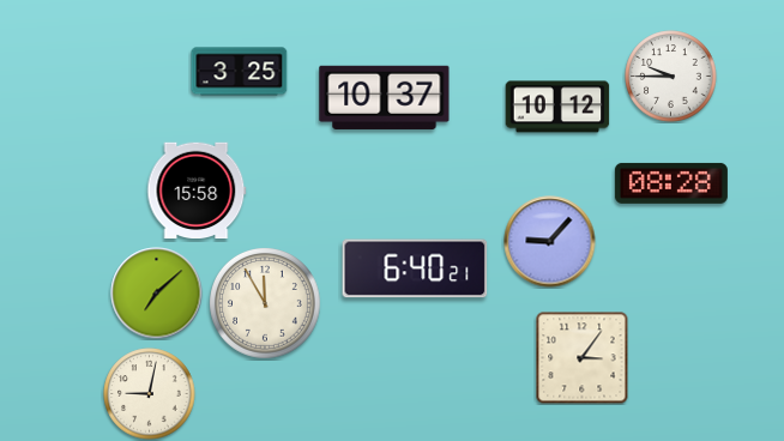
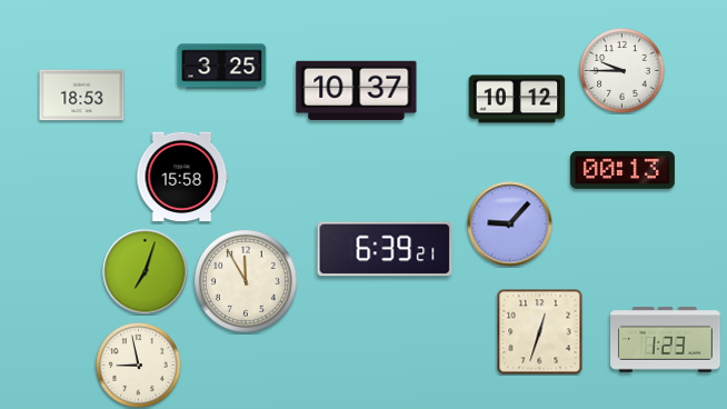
clock at (82, 96): none -> 18:53
clock at (671, 183): 08:28 -> 00:13
clock at (415, 268): 6:40 -> 6:39
clock at (157, 294): 7:08 -> 7:03
clock at (583, 358): 3:06 -> 12:33
clock at (666, 340): none -> 1:23
clock at (150, 394): 9:02 -> 8:58
